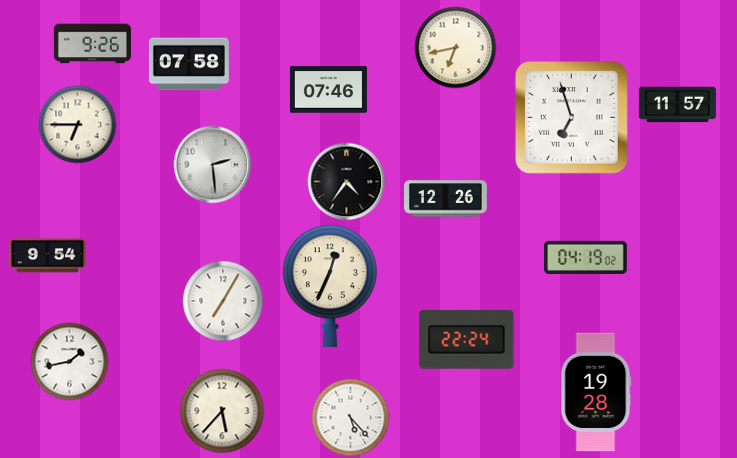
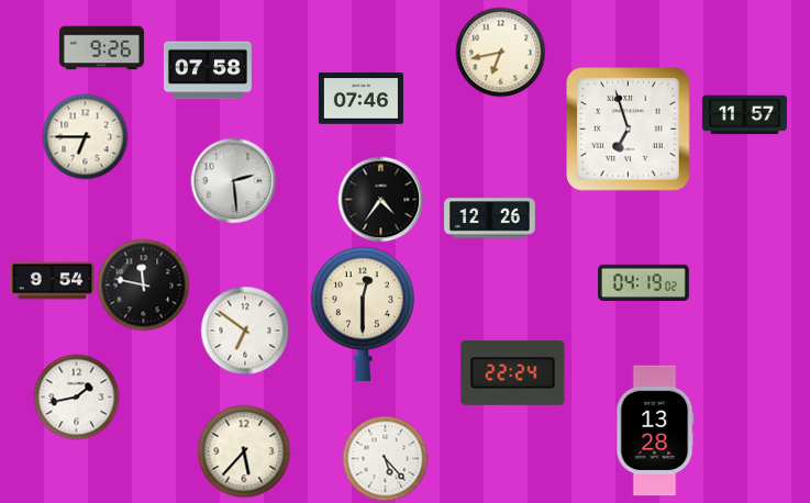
clock at (143, 284): none -> 11:47
clock at (330, 286): 12:34 -> 12:30
clock at (223, 301): 7:05 -> 6:51
clock at (596, 392): 19:28 -> 13:28
